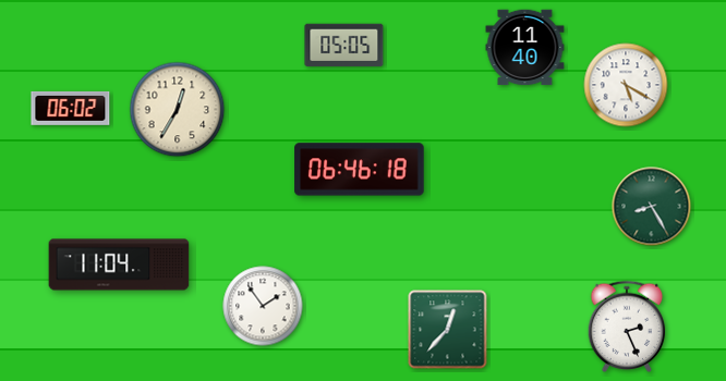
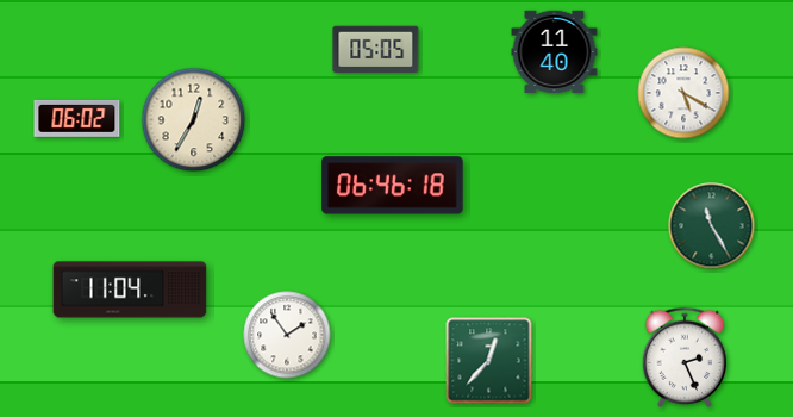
clock at (525, 48) position: (525, 48) -> (555, 52)
clock at (652, 207): 8:25 -> 11:25
